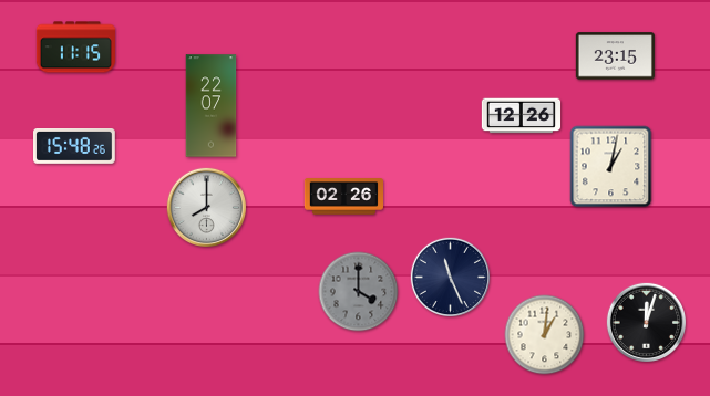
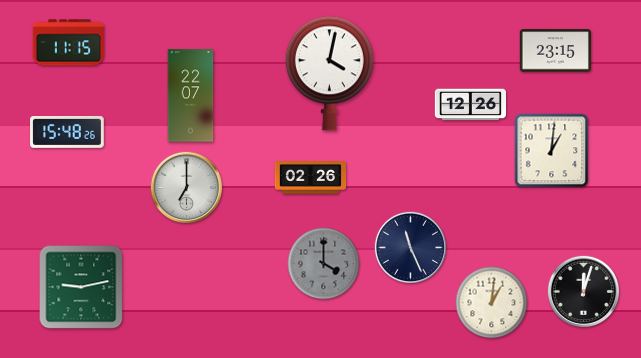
clock at (329, 74): none -> 4:02
clock at (611, 167): 1:02 -> 1:01
clock at (206, 207): 8:00 -> 7:00
clock at (450, 277) position: (450, 277) -> (410, 247)
clock at (81, 287): none -> 9:13
